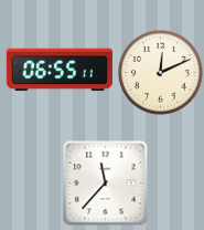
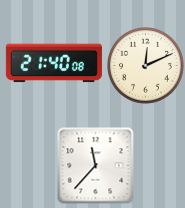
clock at (60, 70): 06:55 -> 21:40
